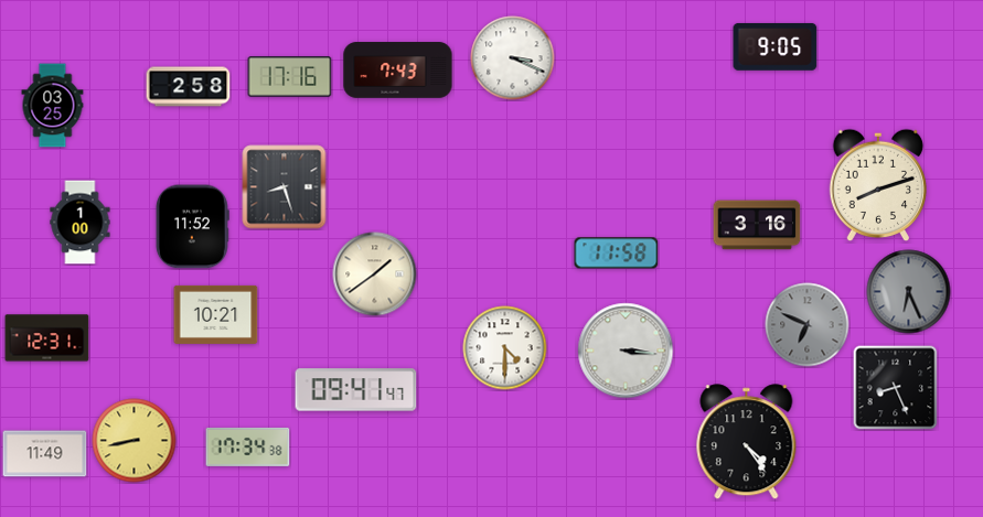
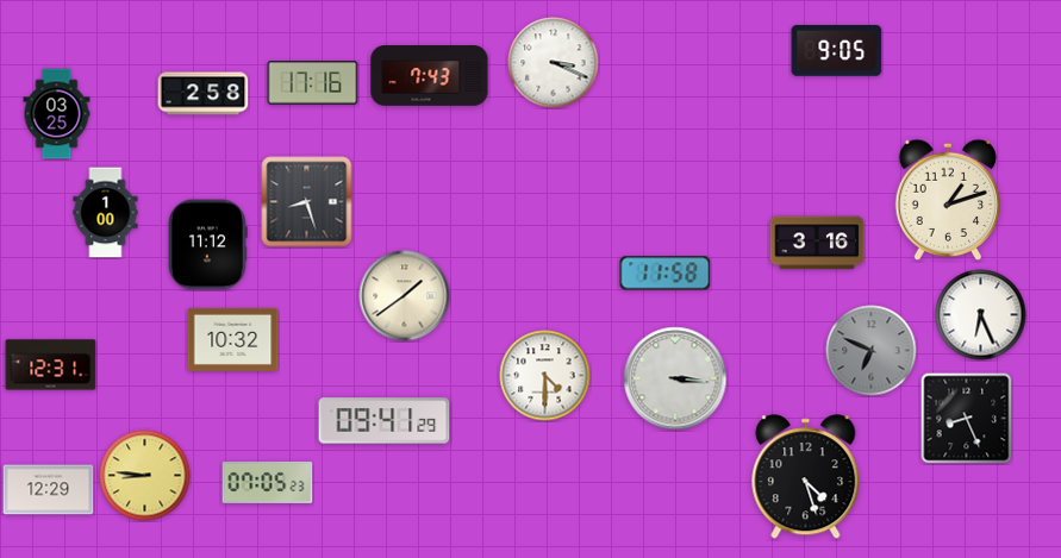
clock at (877, 185): 8:12 -> 1:12
clock at (81, 223) position: (81, 223) -> (106, 213)
clock at (192, 227): 11:52 -> 11:12
clock at (909, 292) dial: grey -> white
clock at (216, 314): 10:21 -> 10:32
clock at (356, 390): 09:41:47 -> 09:41:29
clock at (135, 441): 8:43 -> 8:46
clock at (747, 442): 4:24 -> 4:27
clock at (248, 446): 17:34 -> 07:05
clock at (45, 454): 11:49 -> 12:29
